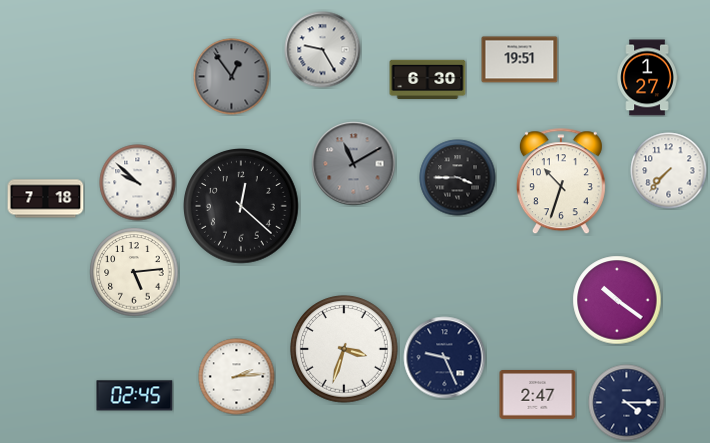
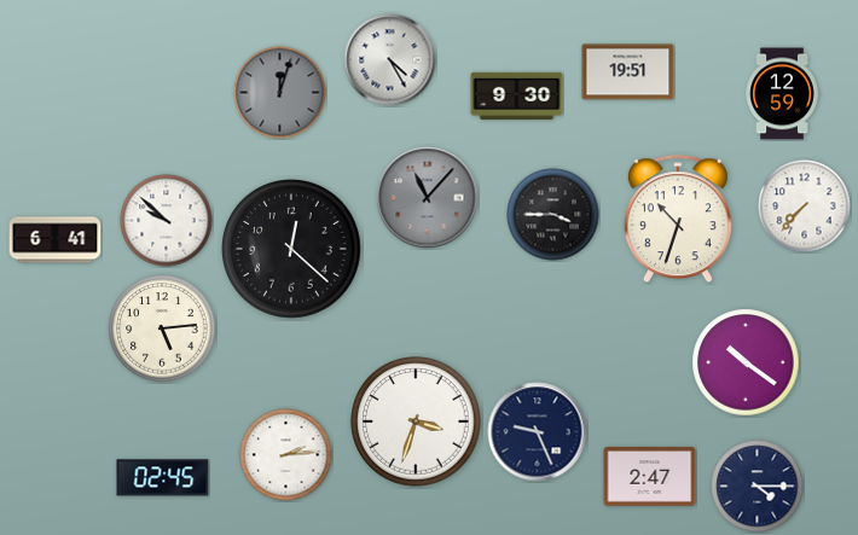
clock at (323, 50): 9:25 -> 4:25
clock at (232, 77): 12:54 -> 12:03
clock at (647, 78): 1:27 -> 12:59
clock at (428, 80): 6:30 -> 9:30
clock at (354, 164): 11:10 -> 11:07
clock at (669, 171) position: (669, 171) -> (805, 207)
clock at (46, 199): 7:18 -> 6:41
